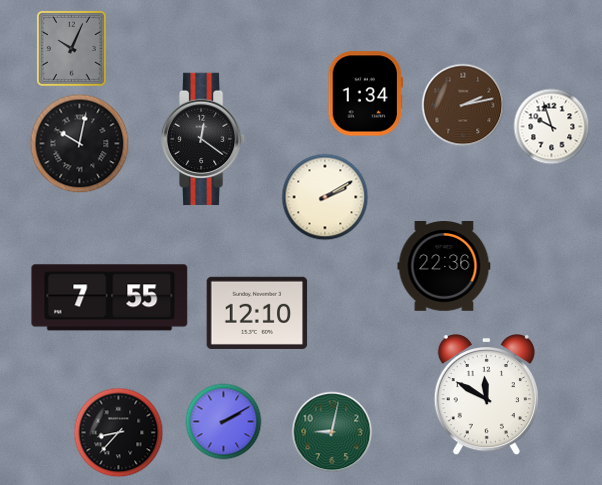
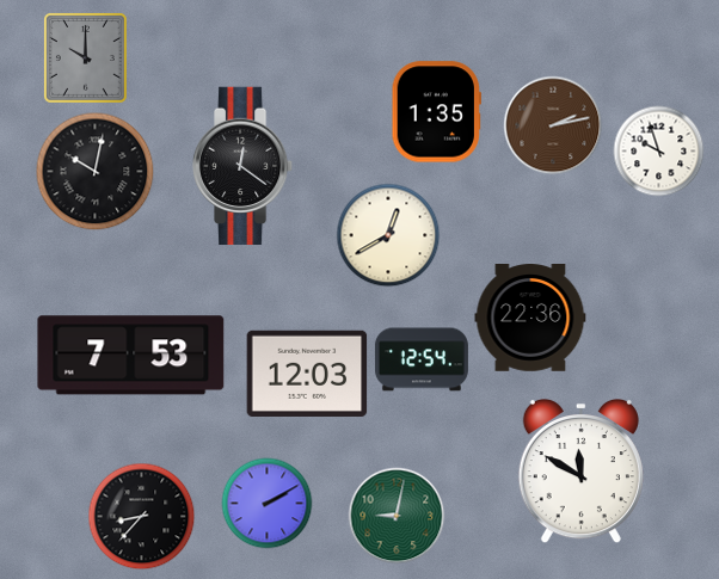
clock at (71, 48): 10:04 -> 10:00
clock at (365, 94): 1:34 -> 1:35
clock at (325, 197): 2:10 -> 12:40
clock at (110, 298): 7:55 -> 7:53
clock at (422, 359): none -> 12:54
clock at (257, 313): 12:10 -> 12:03
